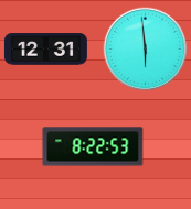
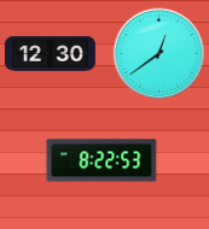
clock at (45, 50): 12:31 -> 12:30
clock at (146, 50): 5:59 -> 12:39
